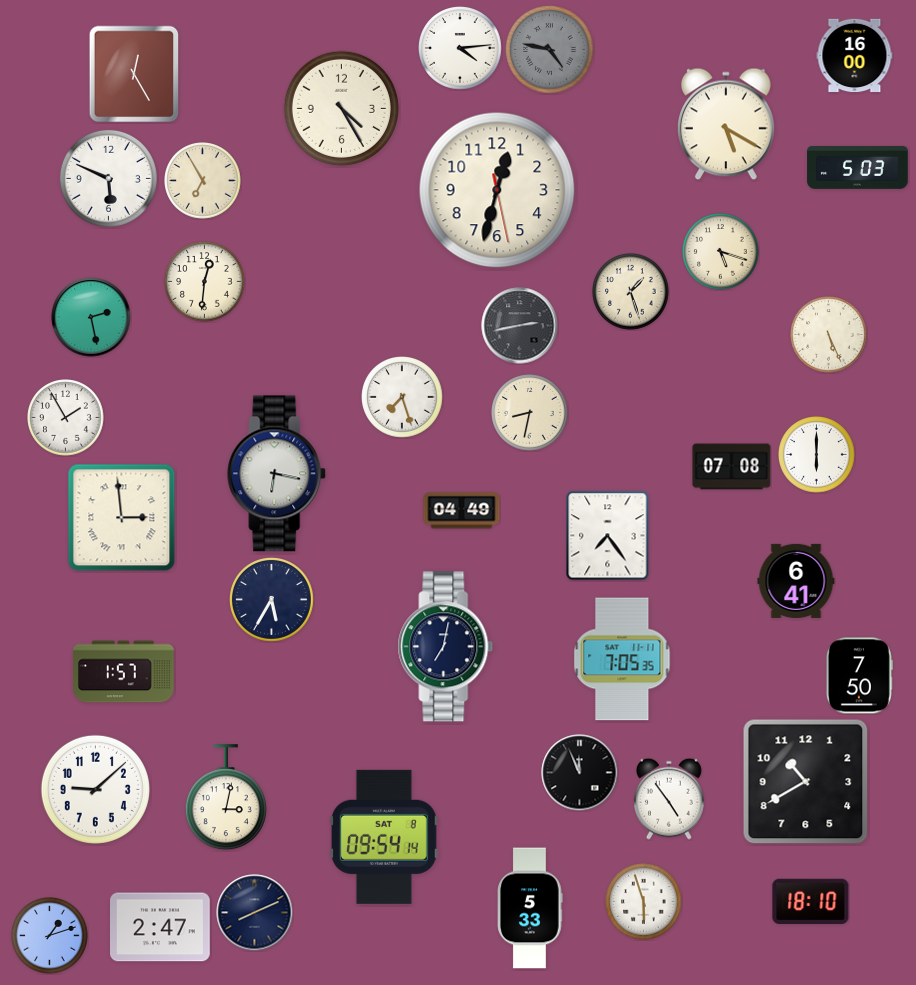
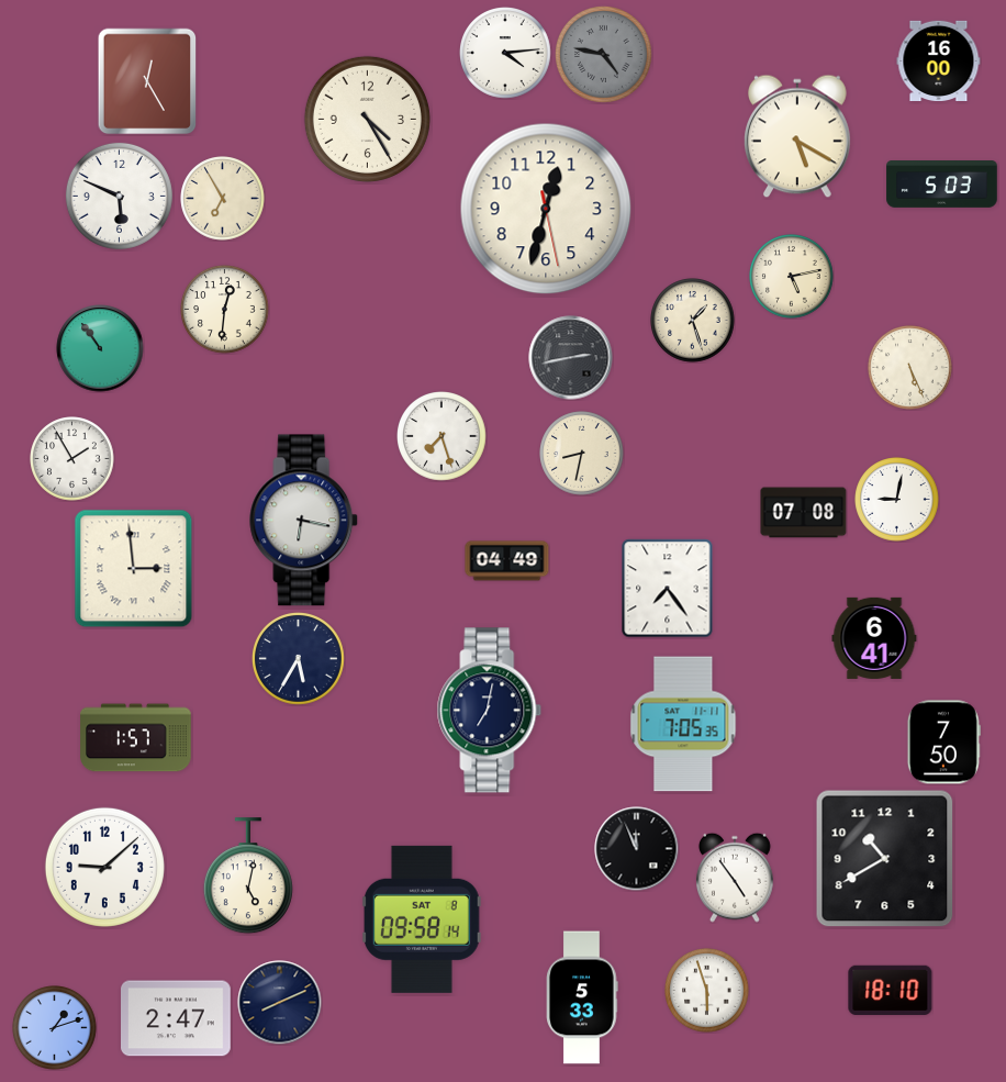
clock at (341, 108) position: (341, 108) -> (367, 119)
clock at (721, 252): 5:18 -> 5:13
clock at (91, 317): 2:28 -> 10:54
clock at (817, 455): 6:00 -> 9:02
clock at (226, 798): 3:02 -> 5:02
clock at (384, 837): 09:54 -> 09:58
